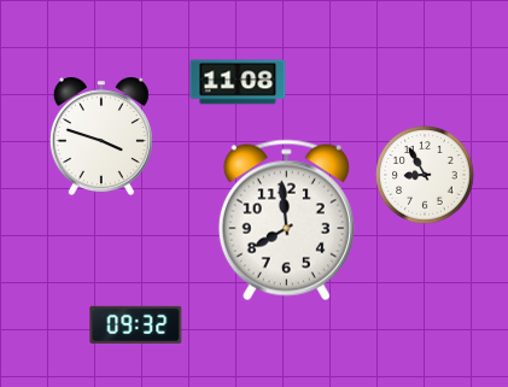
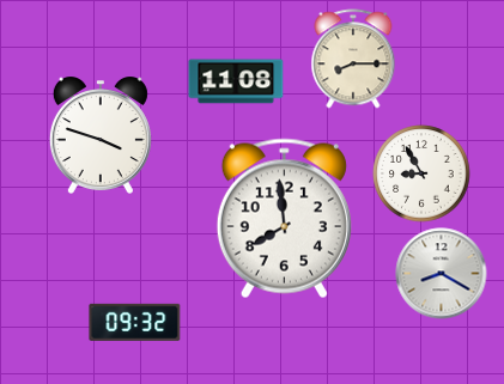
clock at (353, 59): none -> 8:15
clock at (442, 274): none -> 8:20
